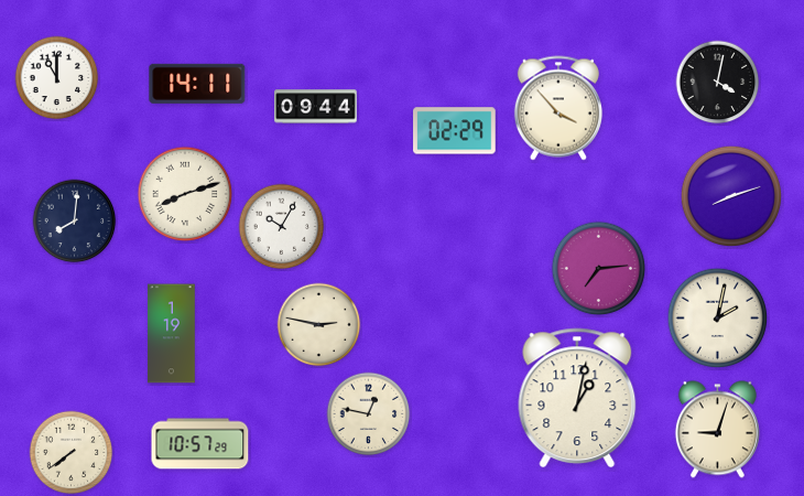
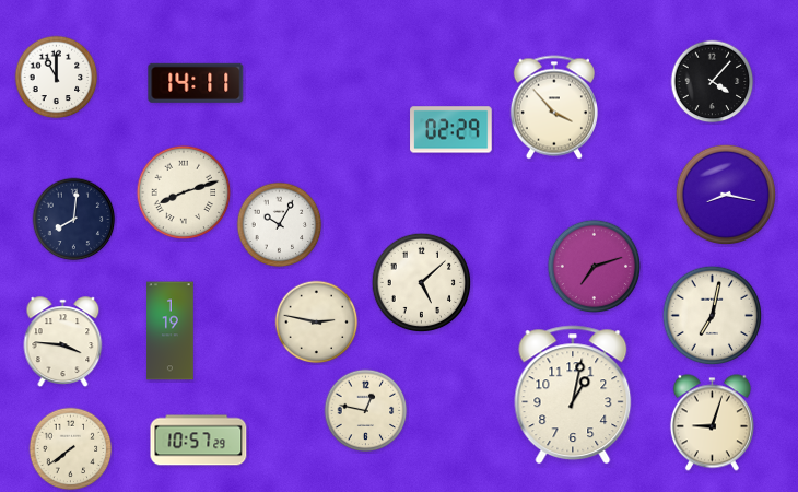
clock at (718, 83): 4:02 -> 4:07
clock at (316, 107): 09:44 -> none
clock at (731, 196): 8:12 -> 8:17
clock at (599, 269): 7:14 -> 7:12
clock at (422, 283): none -> 5:08
clock at (718, 319): 2:02 -> 7:02
clock at (63, 341): none -> 3:46
clock at (717, 430) position: (717, 430) -> (712, 423)
